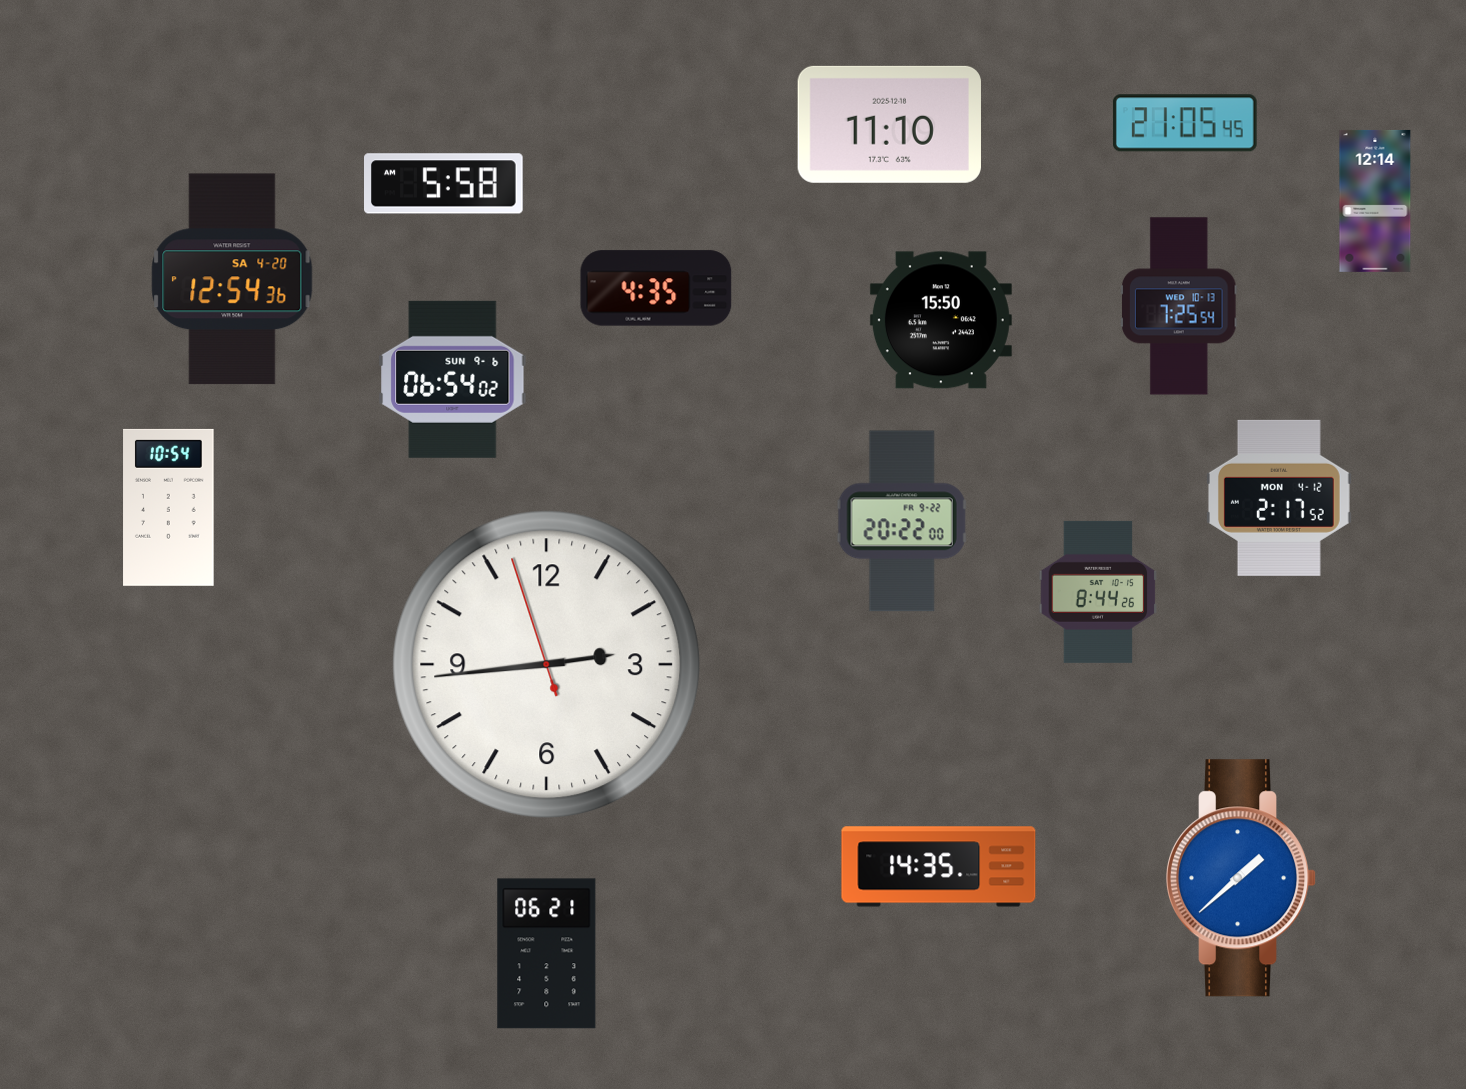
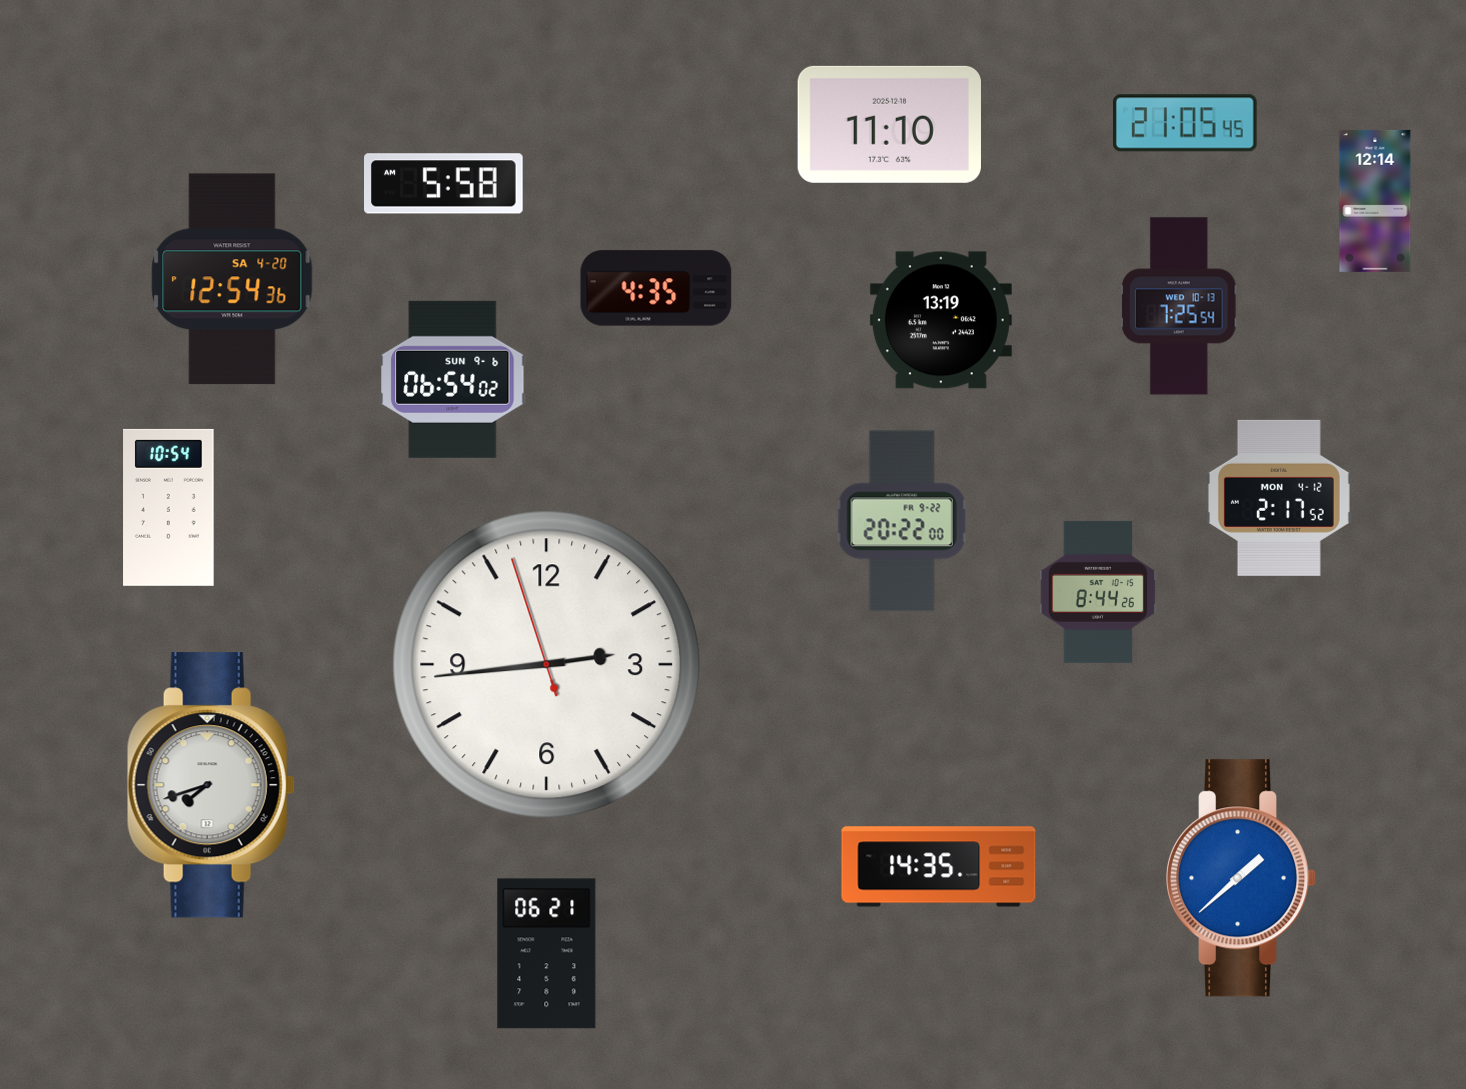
clock at (941, 320): 15:50 -> 13:19
clock at (211, 785): none -> 7:42
